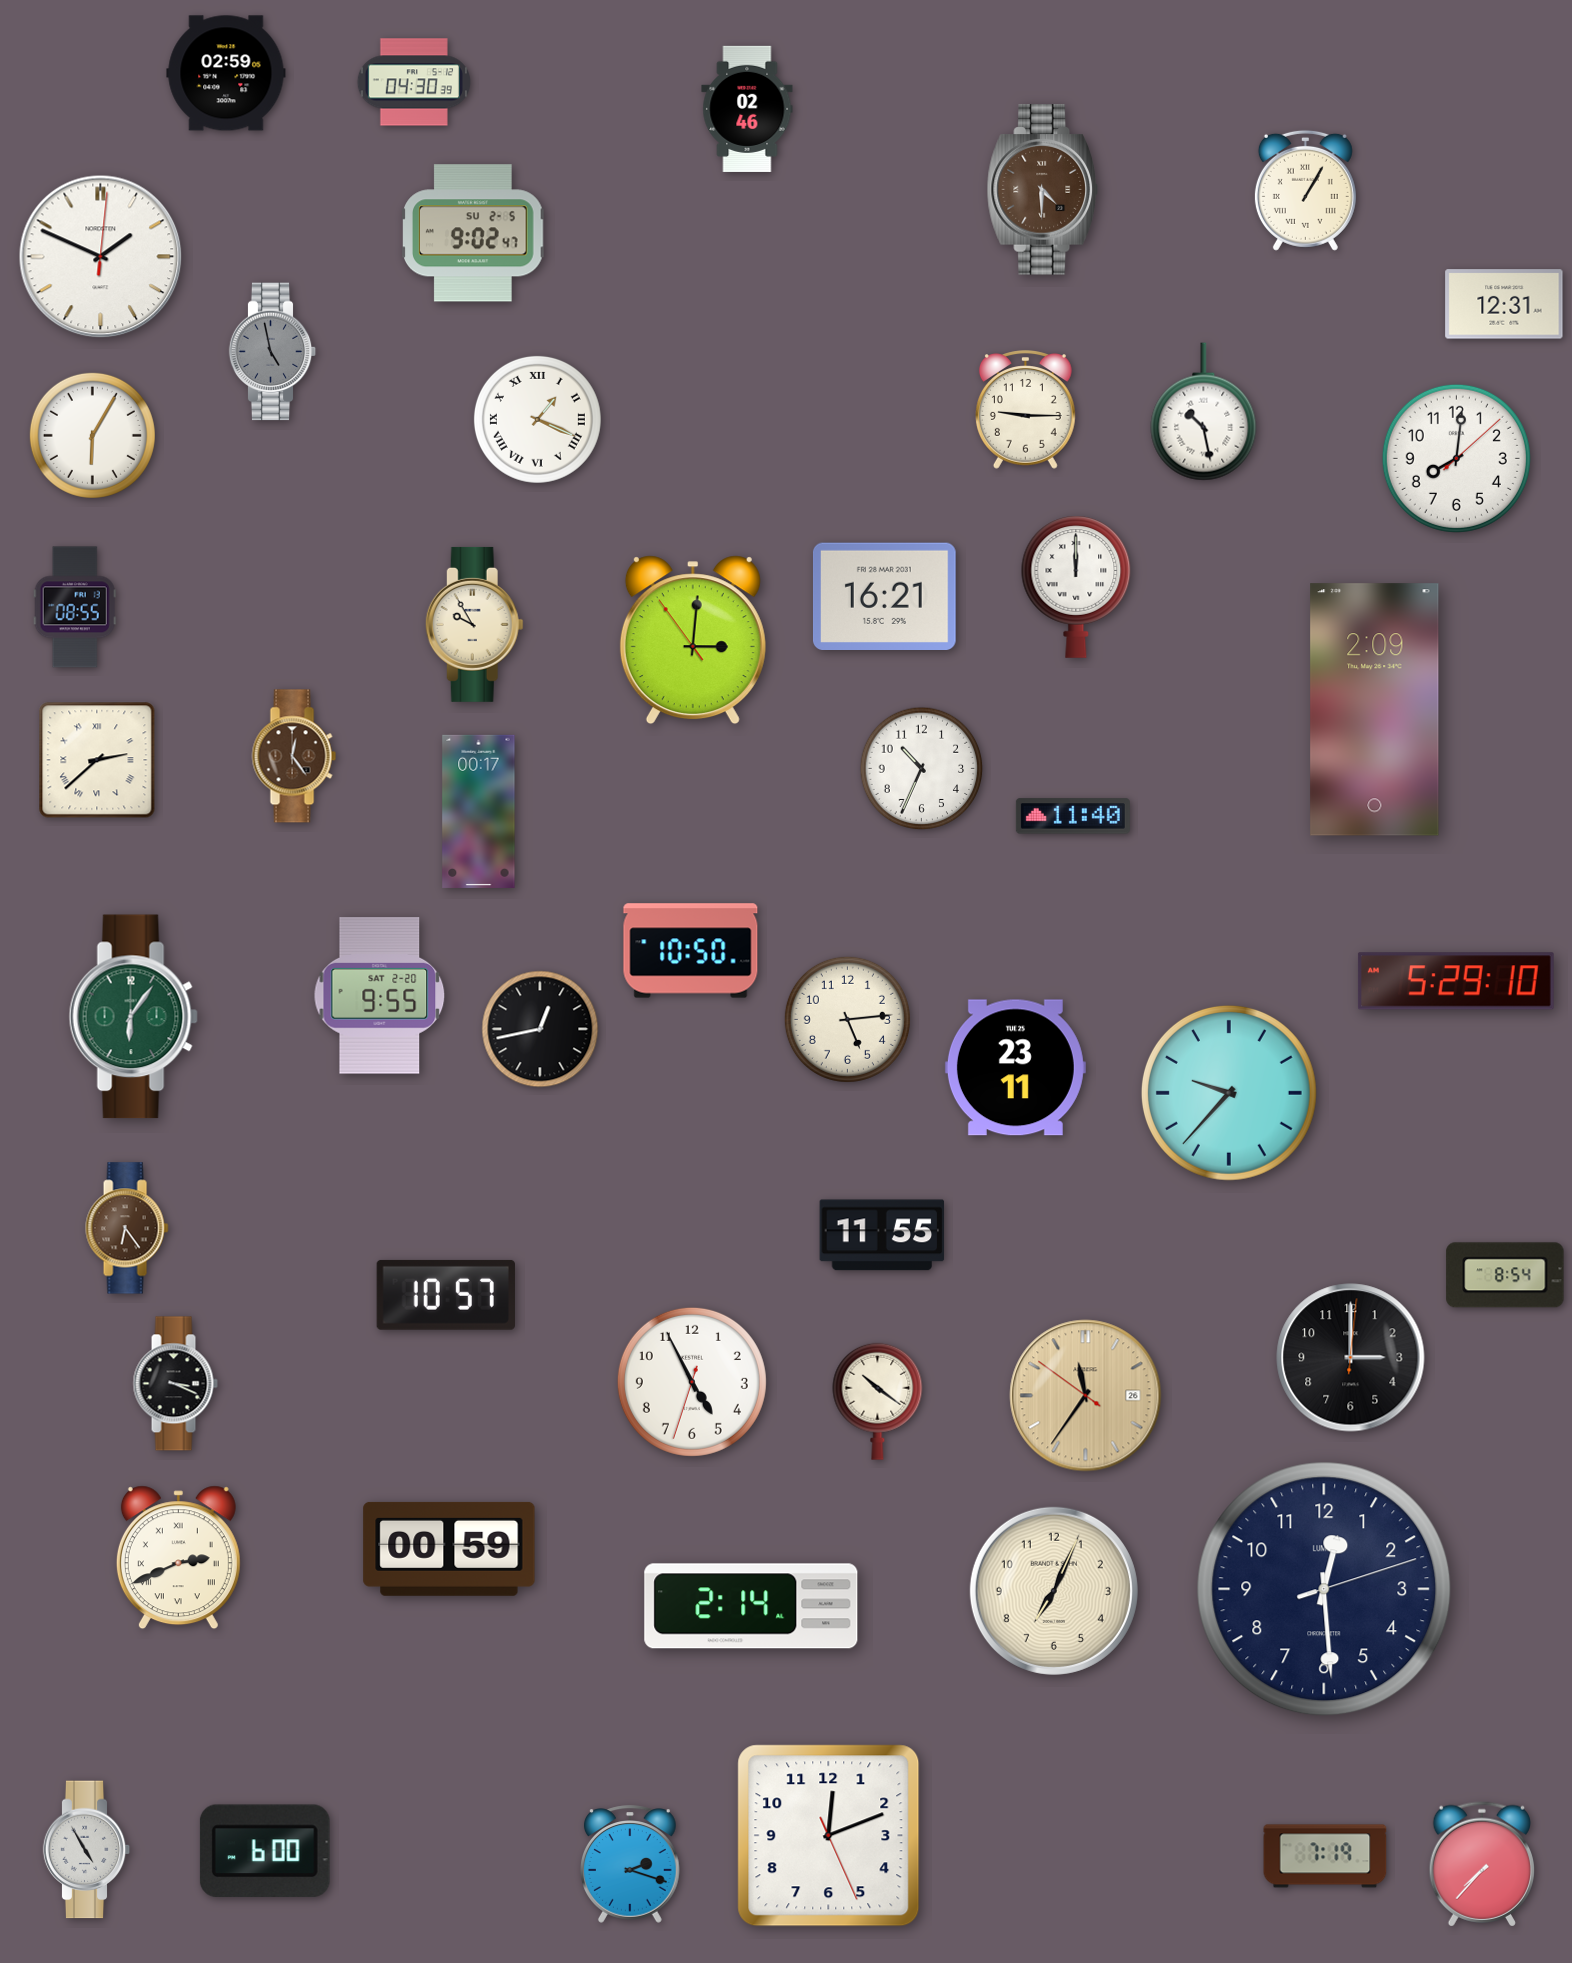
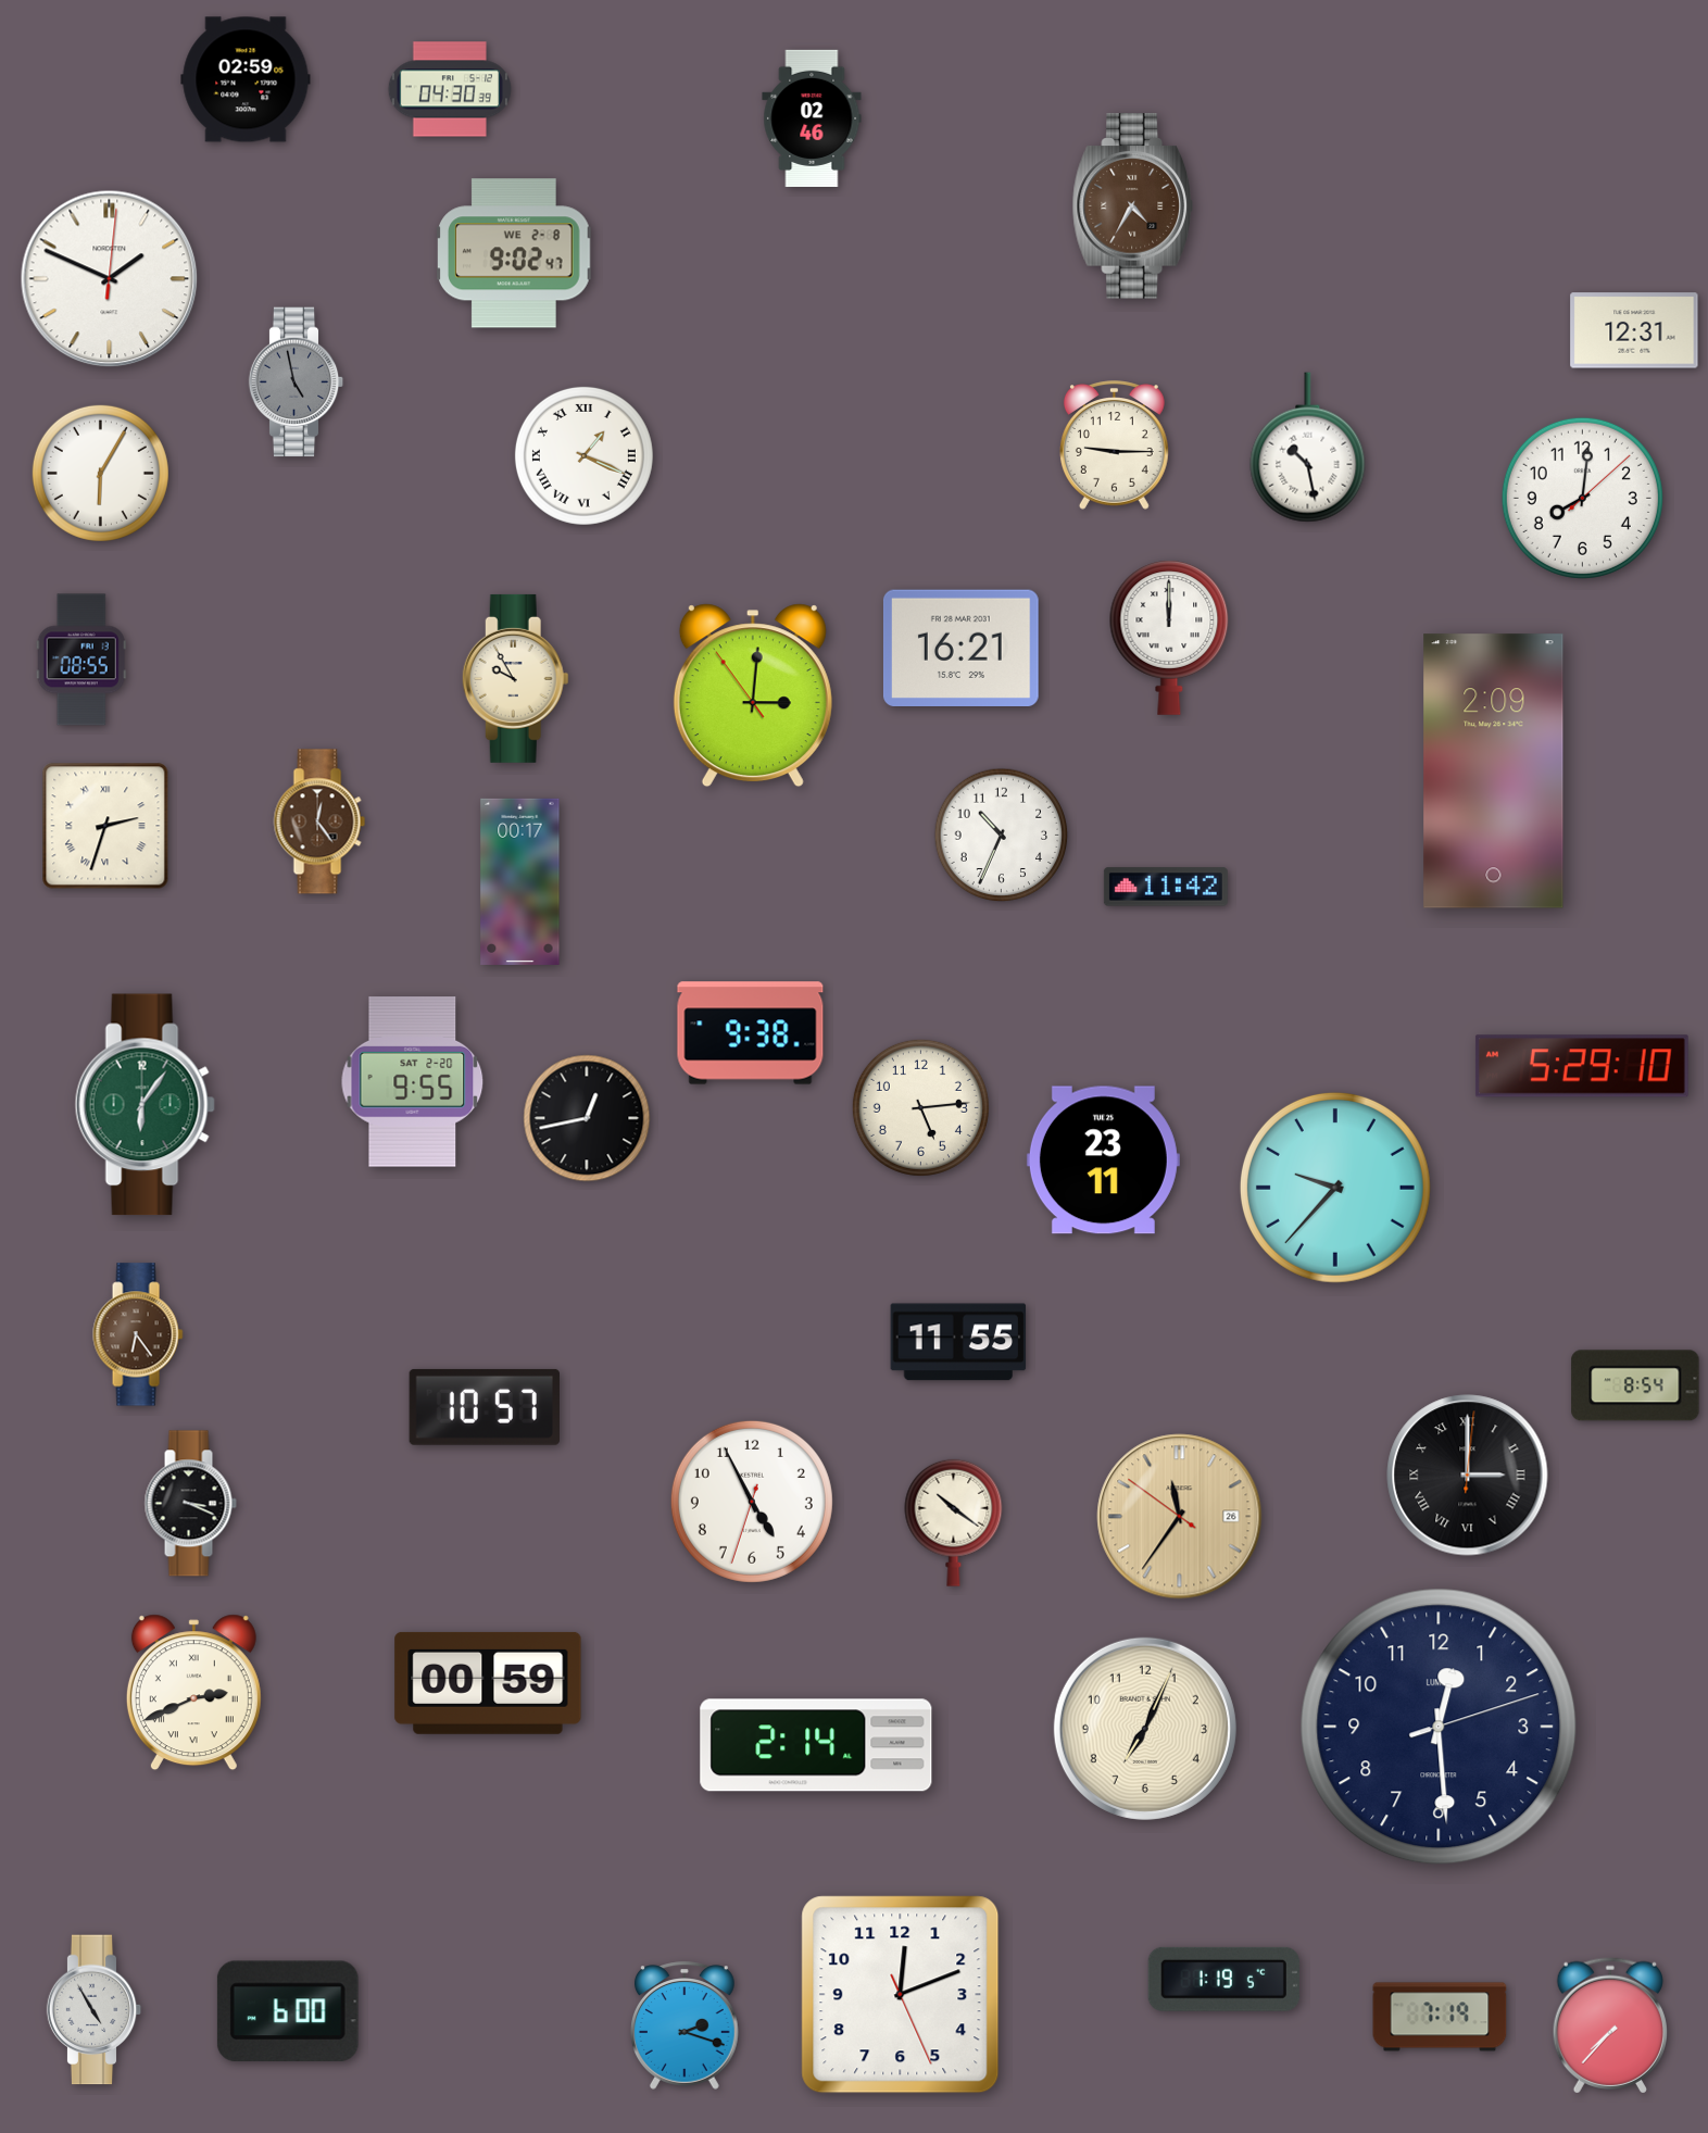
clock at (1042, 190): 4:30 -> 4:35
clock at (1305, 190): 1:05 -> none
clock at (474, 233) date: SU 2-5 -> WE 2-8
clock at (97, 760): 2:38 -> 2:33
clock at (1073, 816): 11:40 -> 11:42
clock at (691, 951): 10:50 -> 9:38
clock at (1351, 1358) numerals: Arabic -> Roman
clock at (1223, 1979): none -> 1:19
